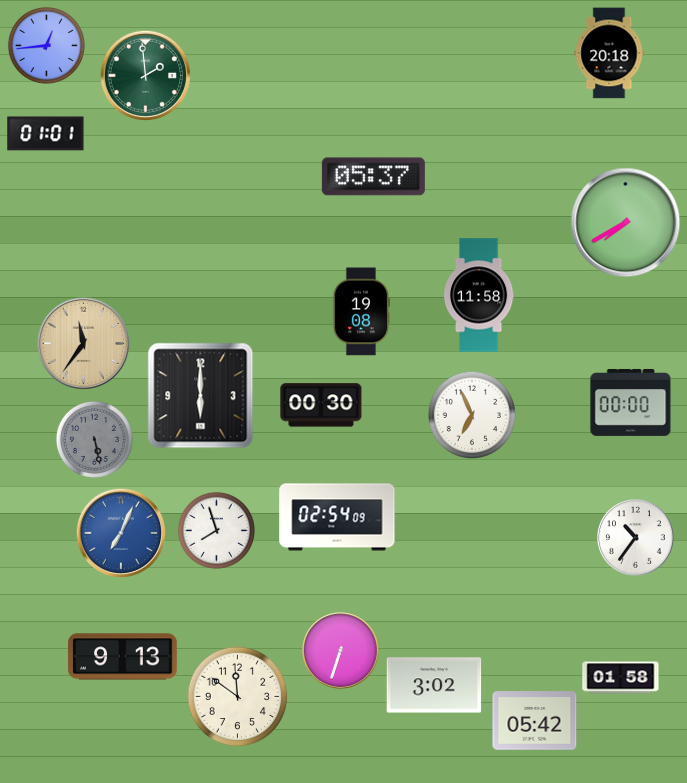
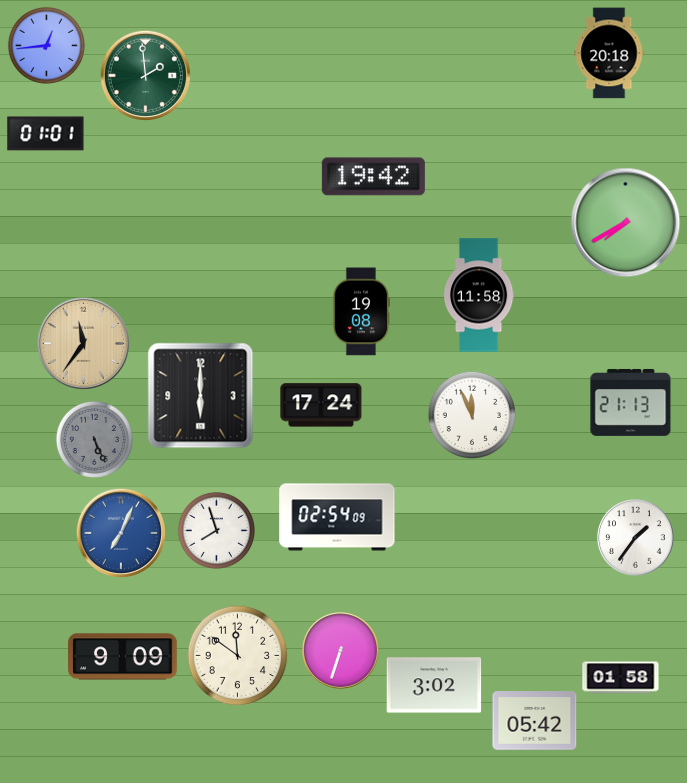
clock at (373, 177): 05:37 -> 19:42
clock at (631, 402): 00:00 -> 21:13
clock at (321, 405): 00:30 -> 17:24
clock at (471, 414): 6:56 -> 11:56
clock at (94, 439): 5:28 -> 5:26
clock at (636, 538): 10:36 -> 1:36
clock at (123, 657): 9:13 -> 9:09
clock at (238, 697) position: (238, 697) -> (238, 656)
